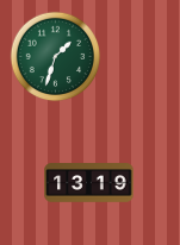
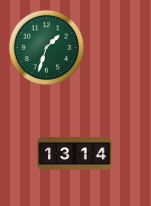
clock at (89, 183): 13:19 -> 13:14
